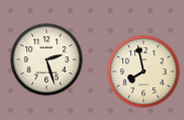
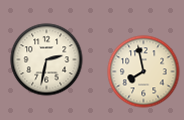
clock at (47, 60): 2:27 -> 2:32
